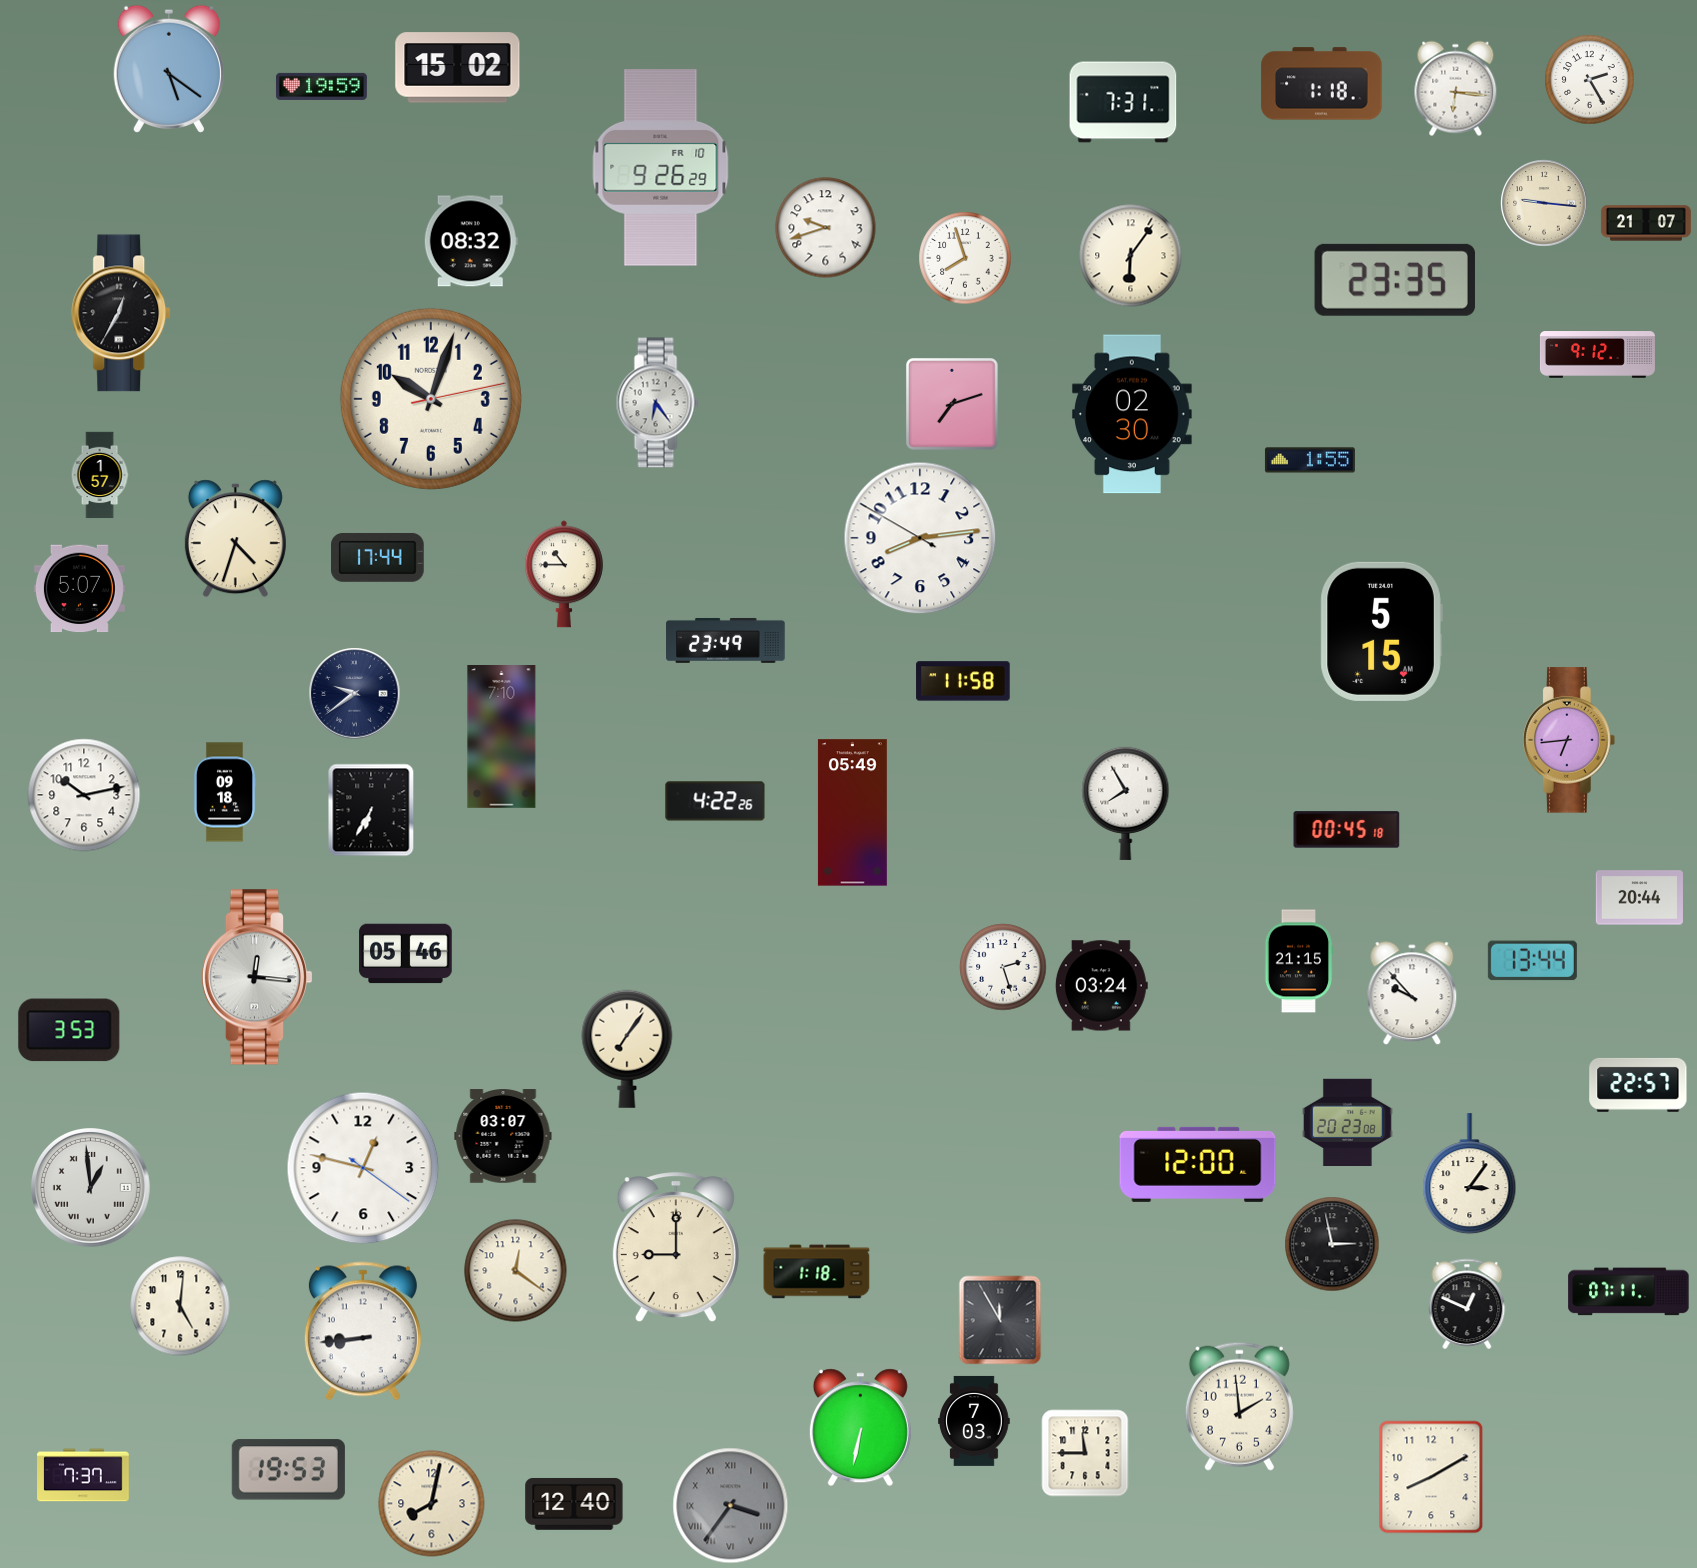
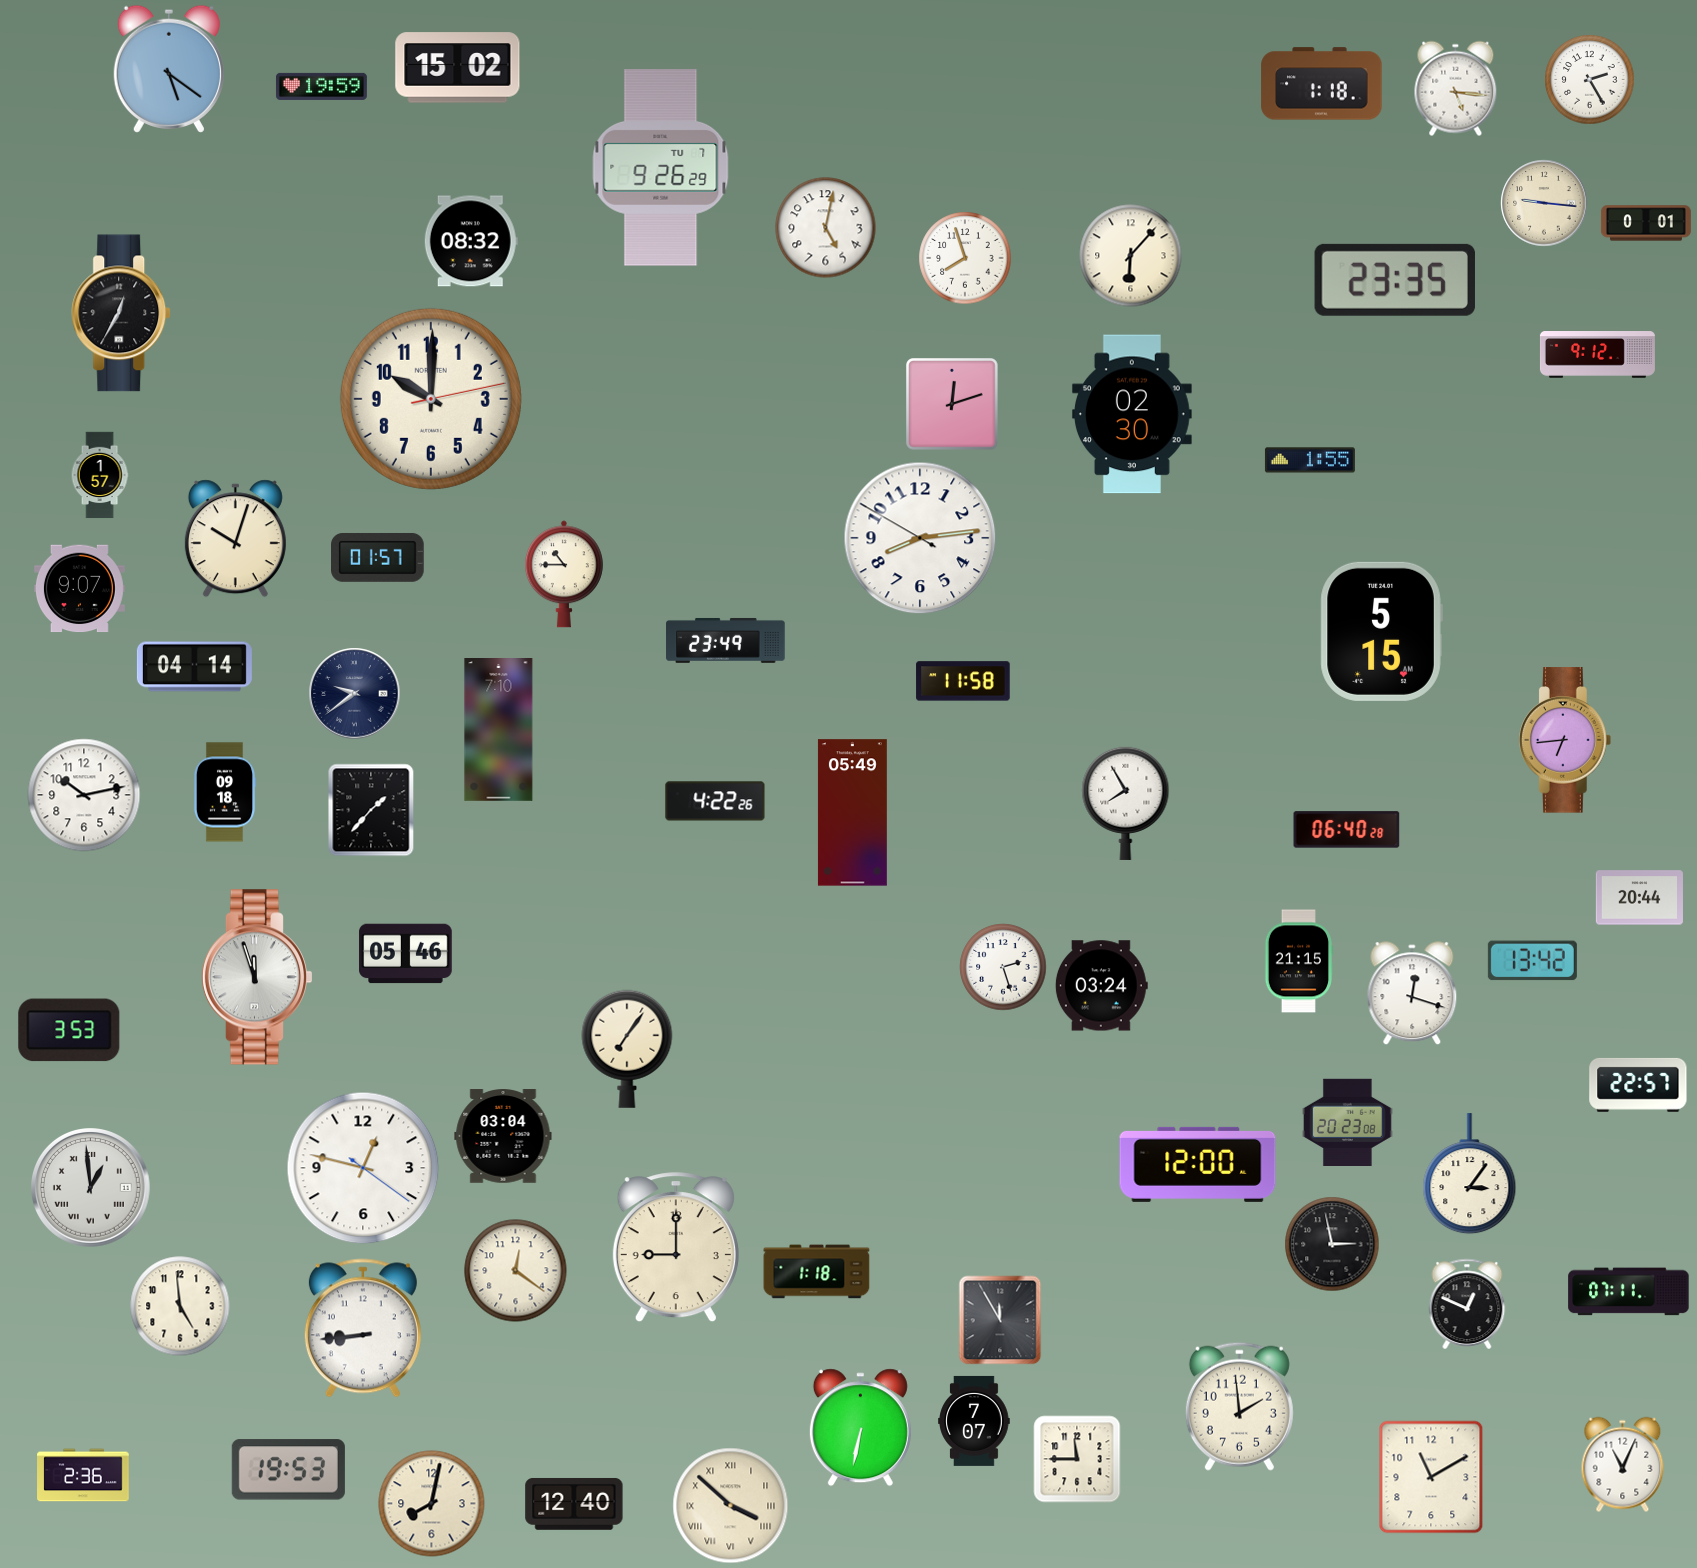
clock at (1456, 89): 6:16 -> 5:16
clock at (1123, 102): 7:31 -> none
clock at (661, 168) date: FR 10 -> TU 7
clock at (1646, 223): 21:07 -> 0:01
clock at (826, 228): 9:42 -> 5:02
clock at (1131, 256): 6:06 -> 6:07
clock at (431, 399): 10:03 -> 10:00
clock at (657, 403): 6:24 -> none
clock at (953, 405): 7:12 -> 12:12
clock at (235, 539): 4:33 -> 10:03
clock at (378, 557): 17:44 -> 01:57
clock at (79, 589): 5:07 -> 9:07
clock at (194, 667): none -> 04:14
clock at (502, 737) position: (502, 737) -> (499, 730)
clock at (1570, 740) position: (1570, 740) -> (1566, 740)
clock at (371, 810): 6:35 -> 1:37
clock at (1347, 830): 00:45 -> 06:40
clock at (1532, 961): 13:44 -> 13:42
clock at (256, 977): 12:16 -> 11:57
clock at (1412, 994): 9:53 -> 12:18
clock at (503, 1136): 03:07 -> 03:04
clock at (180, 1306): 5:01 -> 4:59
clock at (363, 1331) position: (363, 1331) -> (363, 1328)
clock at (974, 1421): 7:03 -> 7:07
clock at (1085, 1453) position: (1085, 1453) -> (1077, 1459)
clock at (1623, 1465): none -> 11:04
clock at (83, 1475): 7:37 -> 2:36
clock at (1431, 1477): 8:10 -> 11:10
clock at (731, 1506): 3:36 -> 3:52
clock at (731, 1506) dial: grey -> cream
